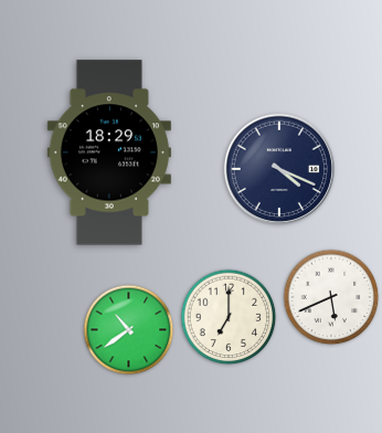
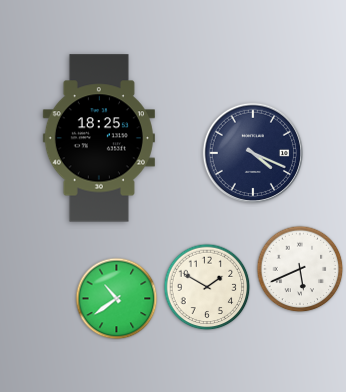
clock at (109, 152): 18:29 -> 18:25
clock at (229, 317): 7:00 -> 1:50
